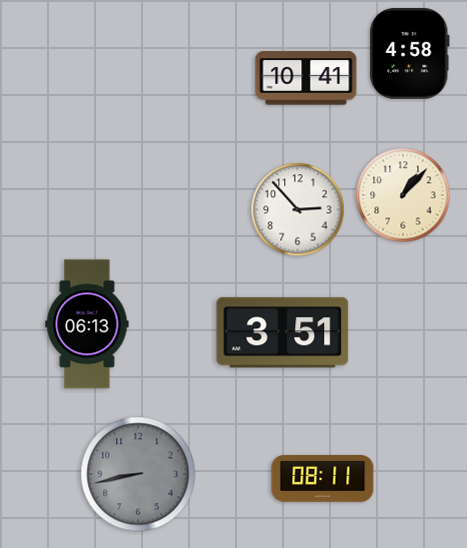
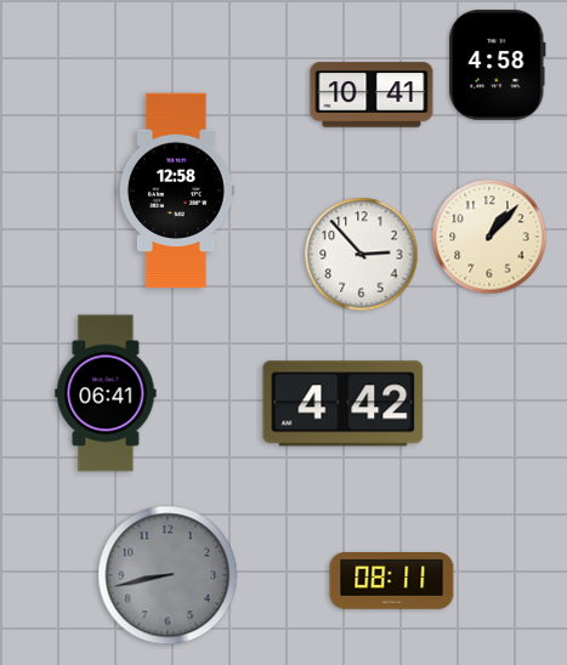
clock at (176, 191): none -> 12:58
clock at (87, 324): 06:13 -> 06:41
clock at (283, 333): 3:51 -> 4:42
